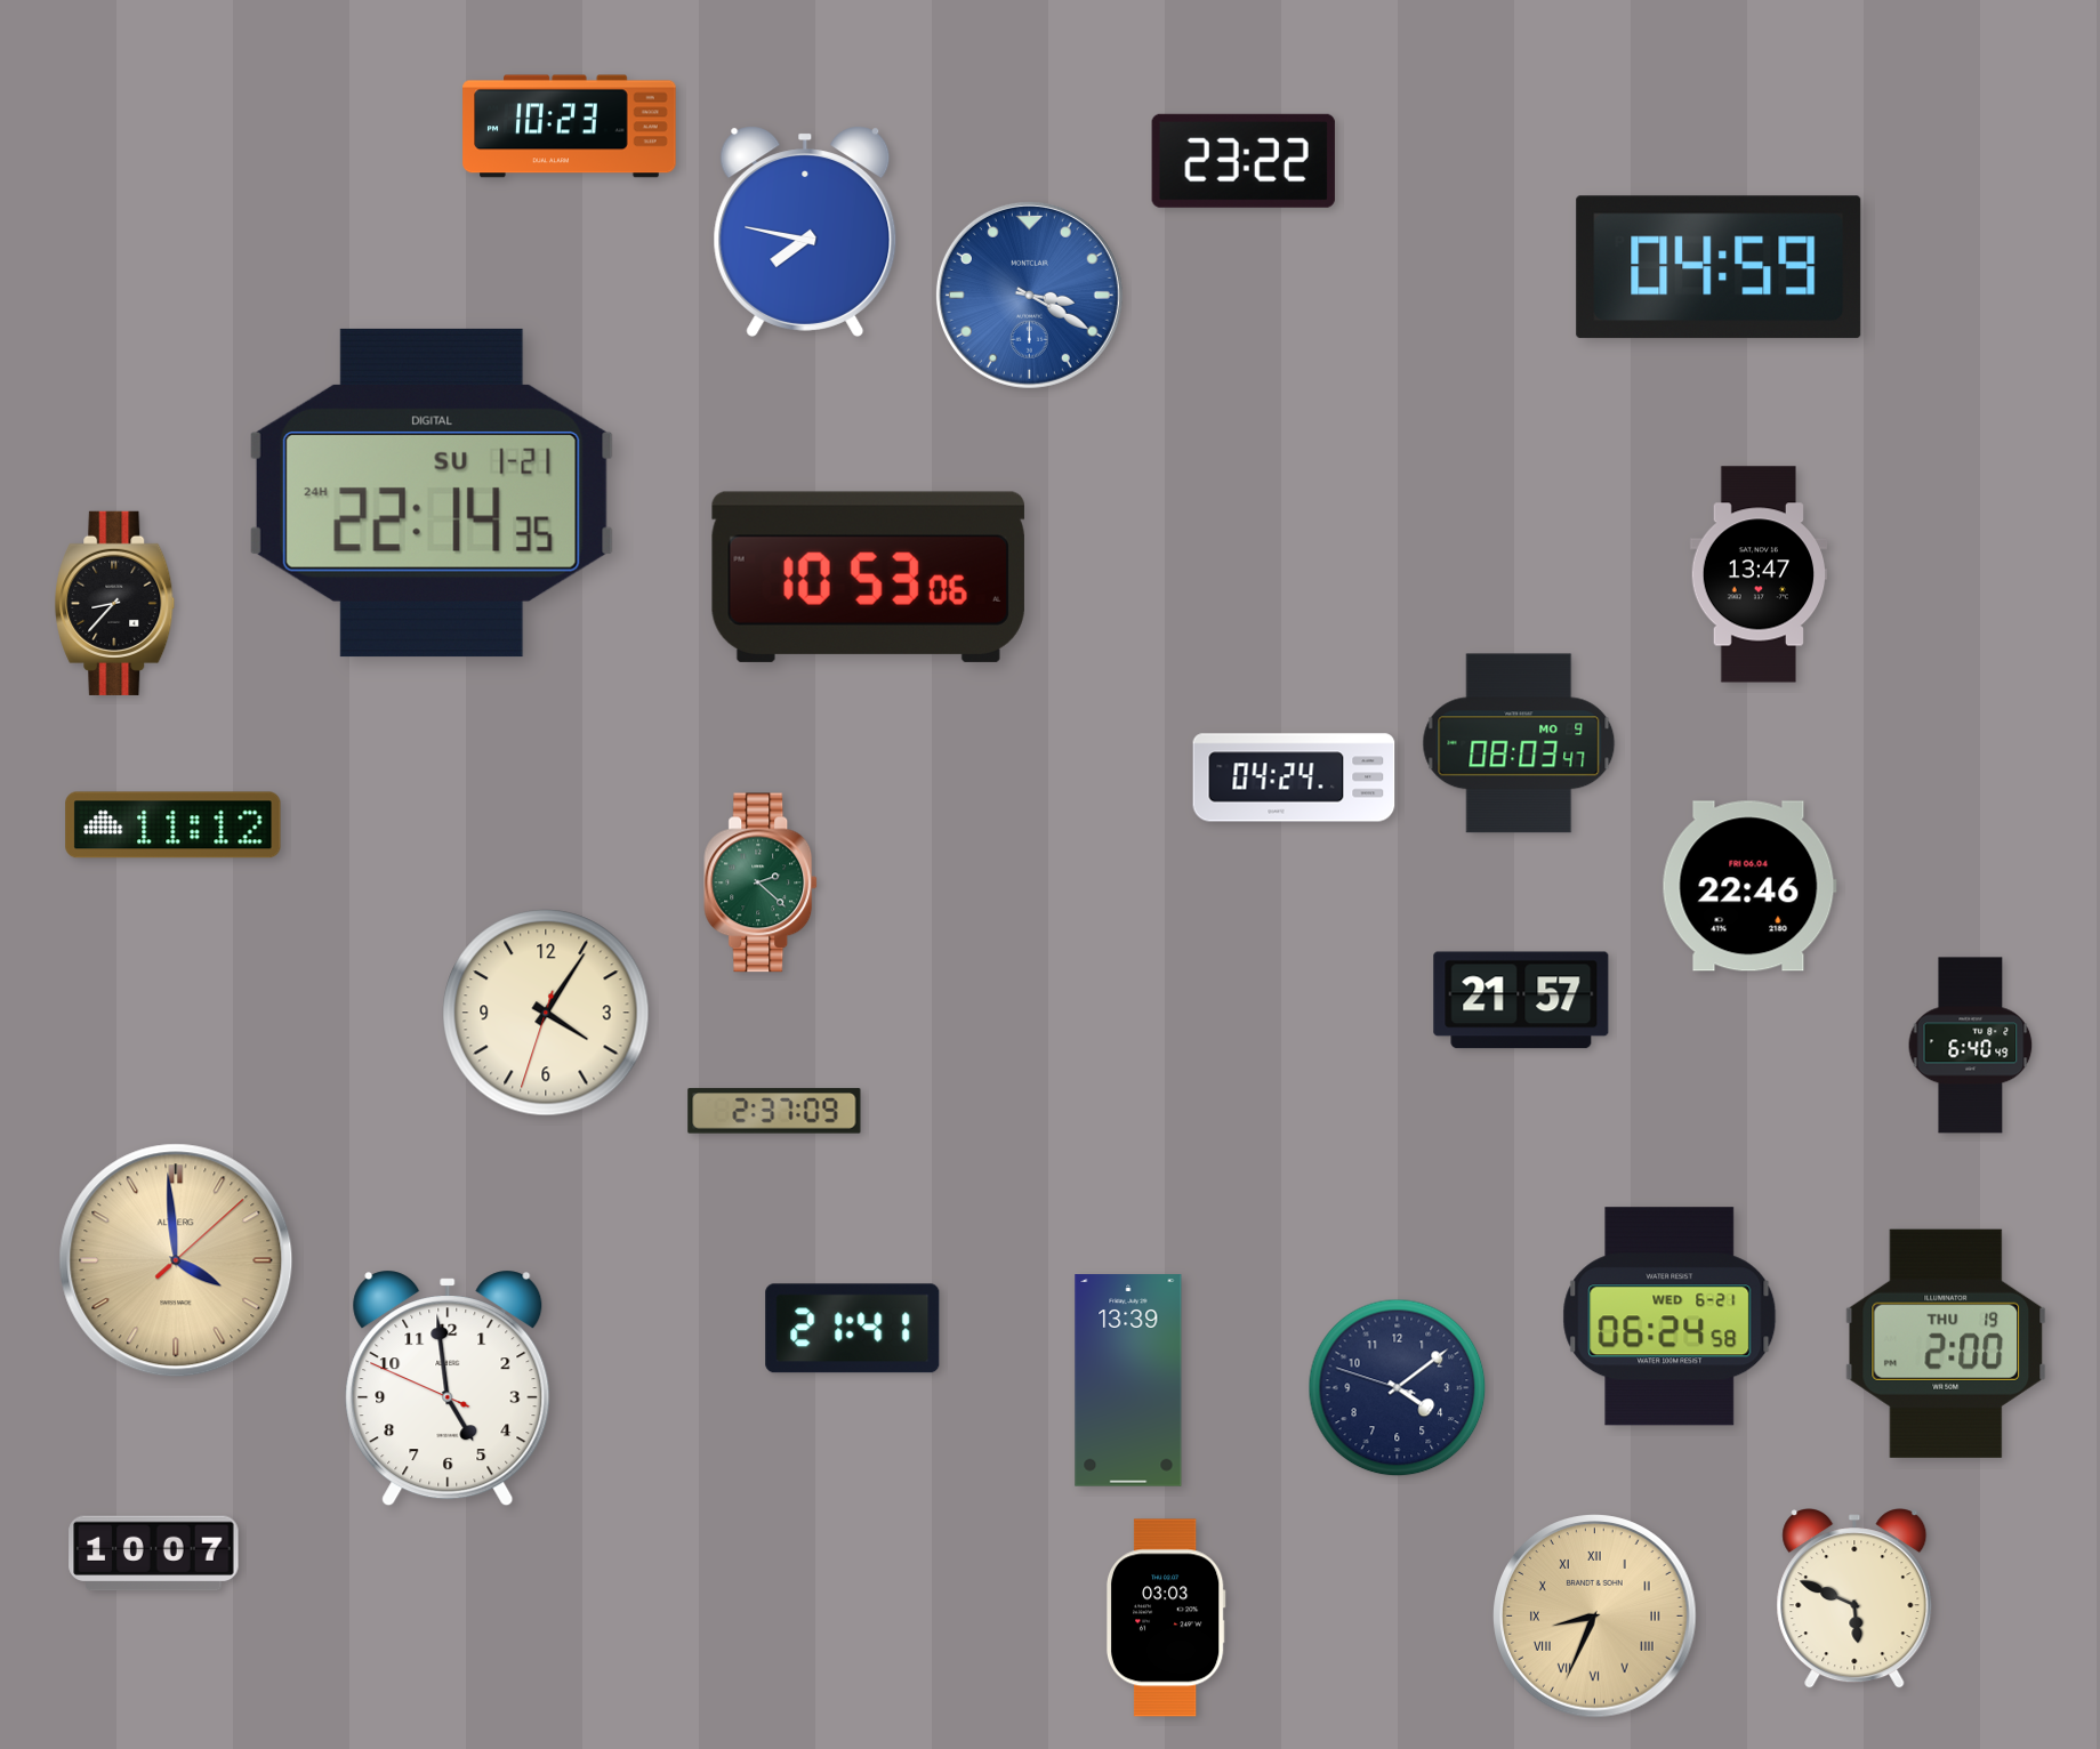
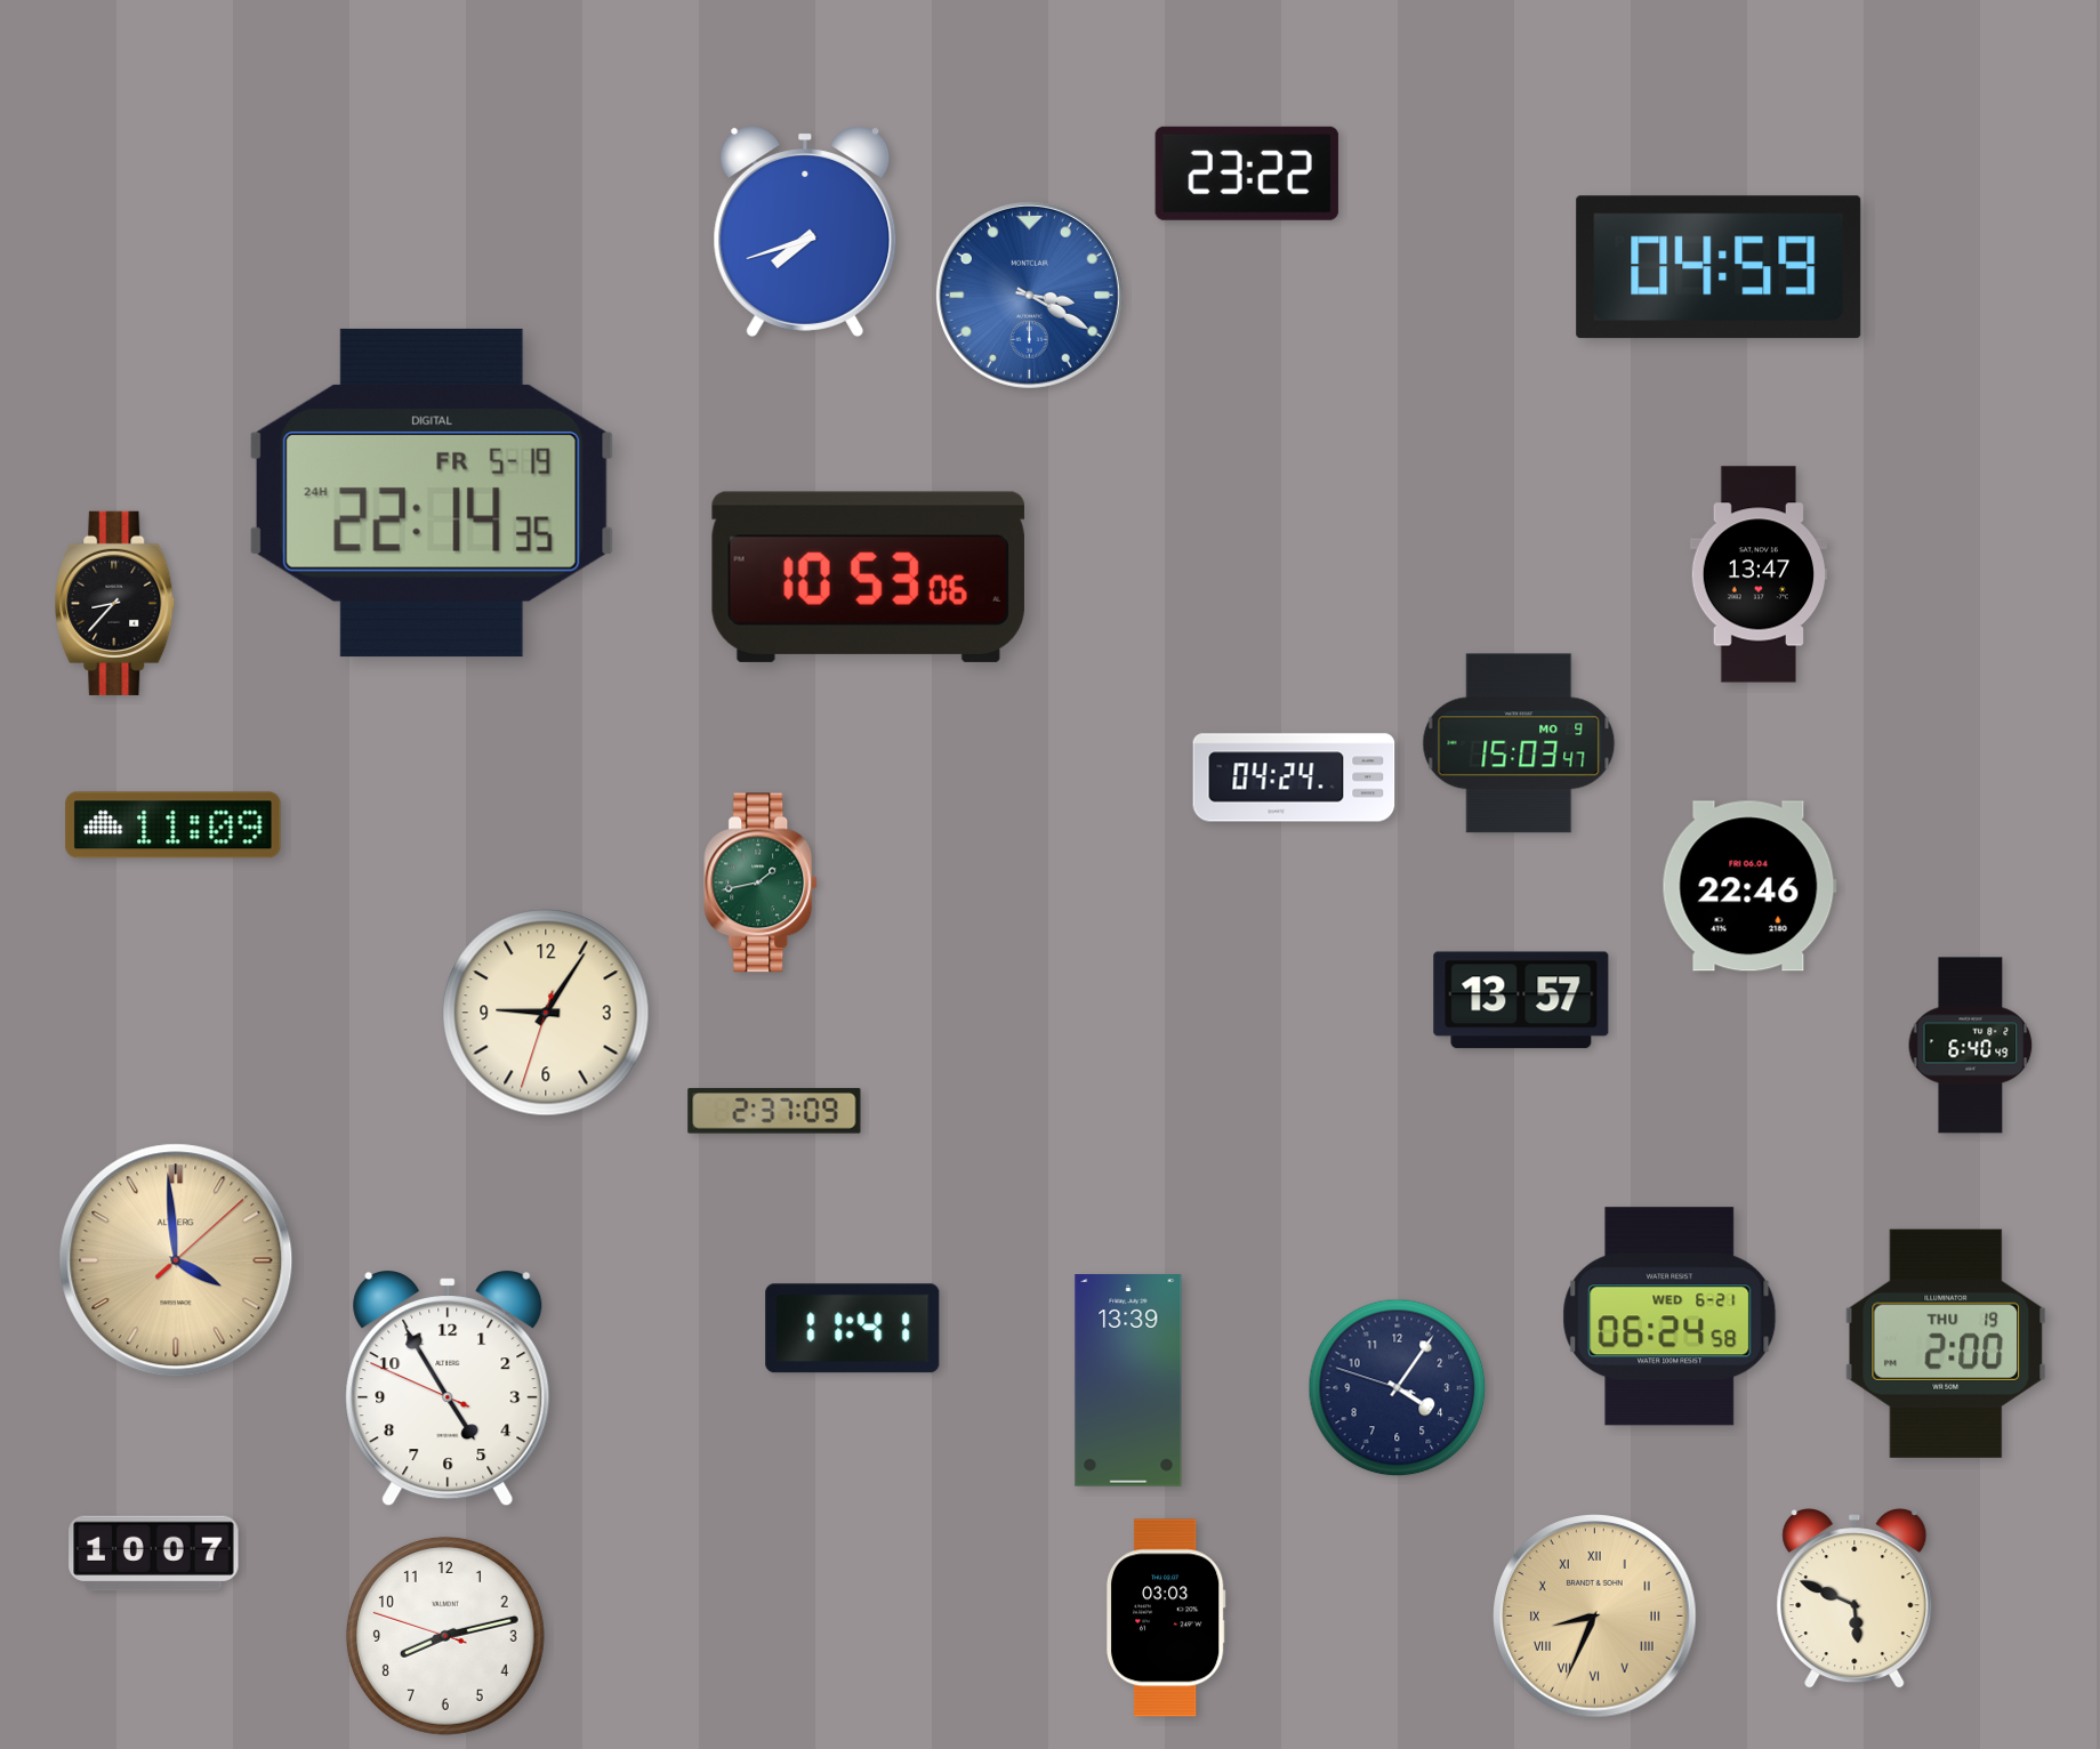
clock at (570, 127): 10:23 -> none
clock at (1244, 161) position: (1244, 161) -> (1247, 174)
clock at (805, 232): 7:47 -> 7:42
clock at (432, 493) date: SU 1-21 -> FR 5-19
clock at (1519, 743): 08:03 -> 15:03
clock at (174, 825): 11:12 -> 11:09
clock at (762, 882): 2:22 -> 1:43
clock at (1521, 1000): 21:57 -> 13:57
clock at (546, 1013): 4:05 -> 9:05
clock at (853, 1329): 21:41 -> 11:41
clock at (448, 1388): 4:58 -> 4:54
clock at (1398, 1388): 4:08 -> 4:05
clock at (445, 1636): none -> 8:12
